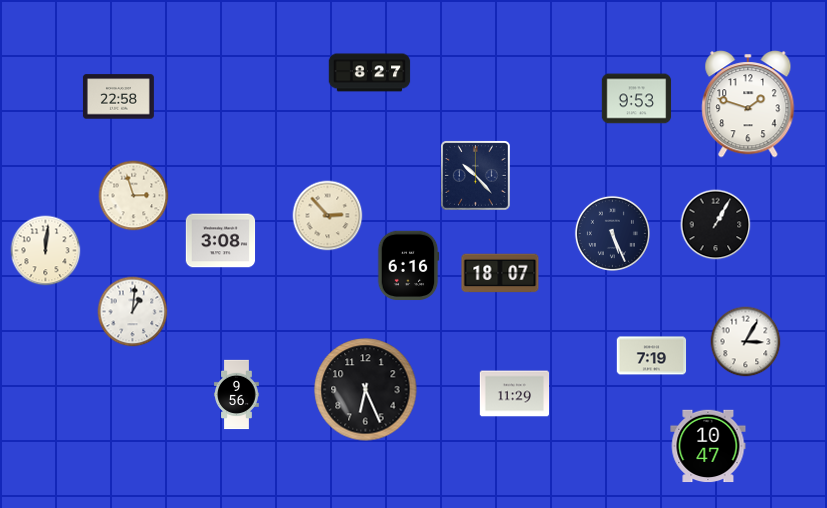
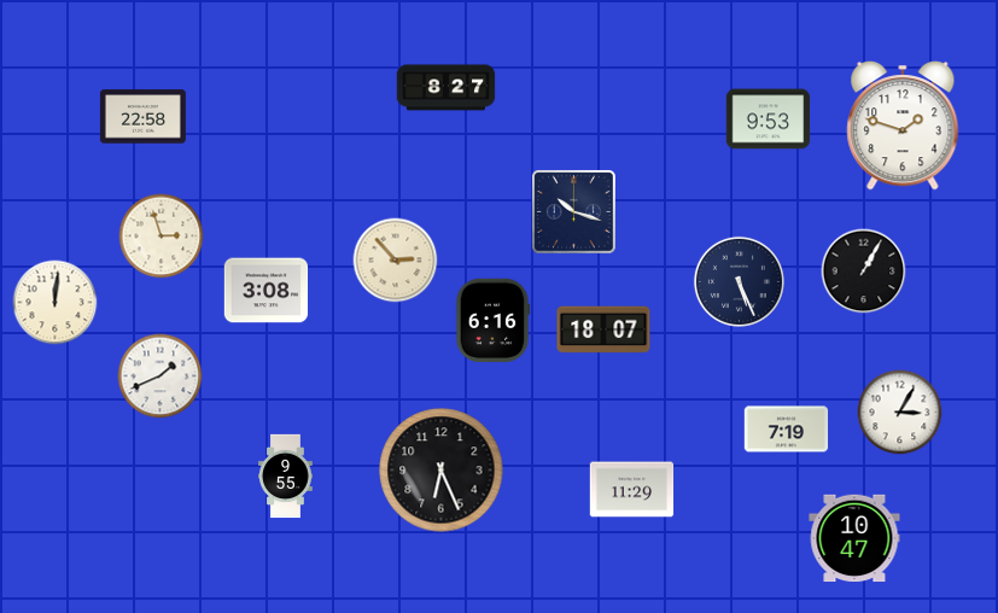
clock at (476, 176): 10:23 -> 10:18
clock at (133, 312): 1:01 -> 1:41
clock at (515, 394) position: (515, 394) -> (632, 490)
clock at (237, 395): 9:56 -> 9:55
